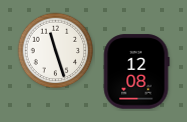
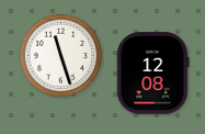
clock at (136, 72) position: (136, 72) -> (152, 74)
